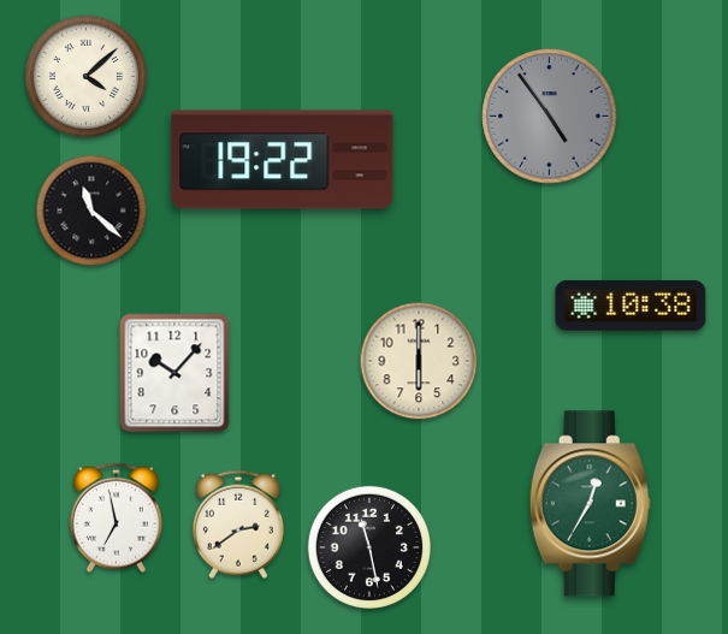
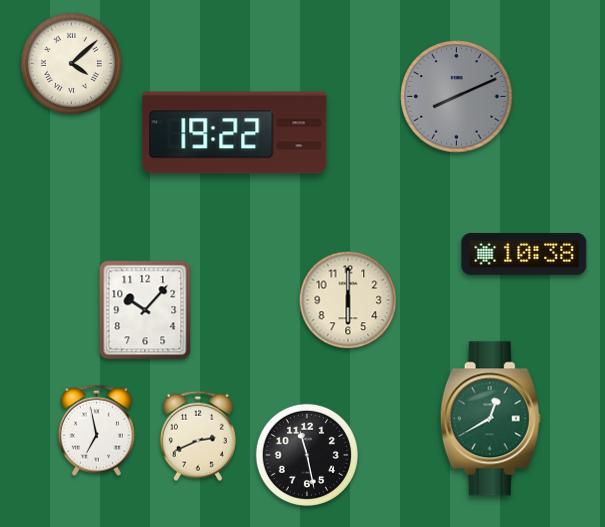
clock at (550, 117): 4:54 -> 8:11
clock at (91, 211): 11:22 -> none
clock at (590, 504): 12:35 -> 12:40
clock at (238, 525): 2:39 -> 2:41
